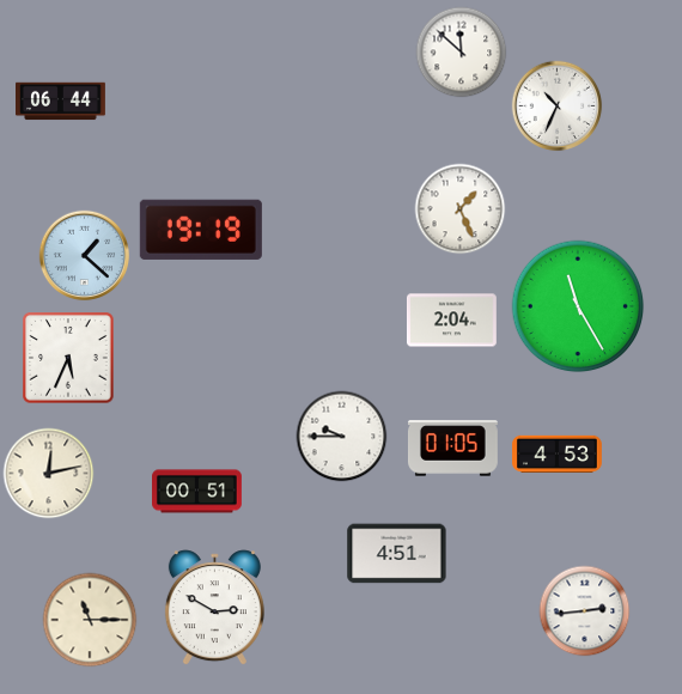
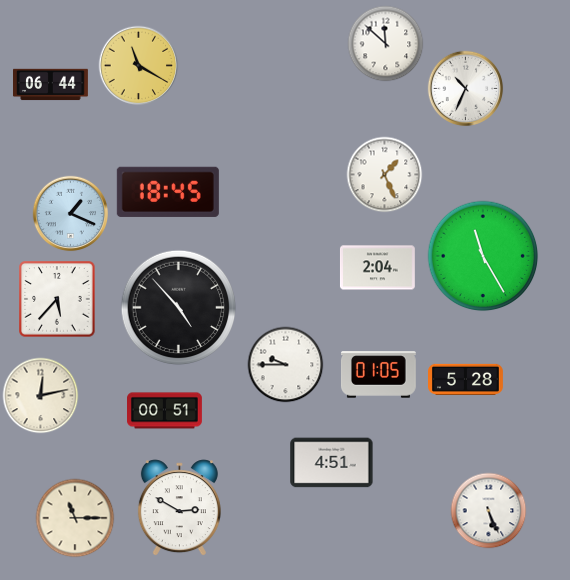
clock at (139, 66): none -> 11:20
clock at (201, 230): 19:19 -> 18:45
clock at (85, 256): 1:22 -> 1:19
clock at (68, 358): 5:34 -> 5:37
clock at (179, 308): none -> 4:53
clock at (558, 453): 4:53 -> 5:28
clock at (585, 611): 2:44 -> 5:26
